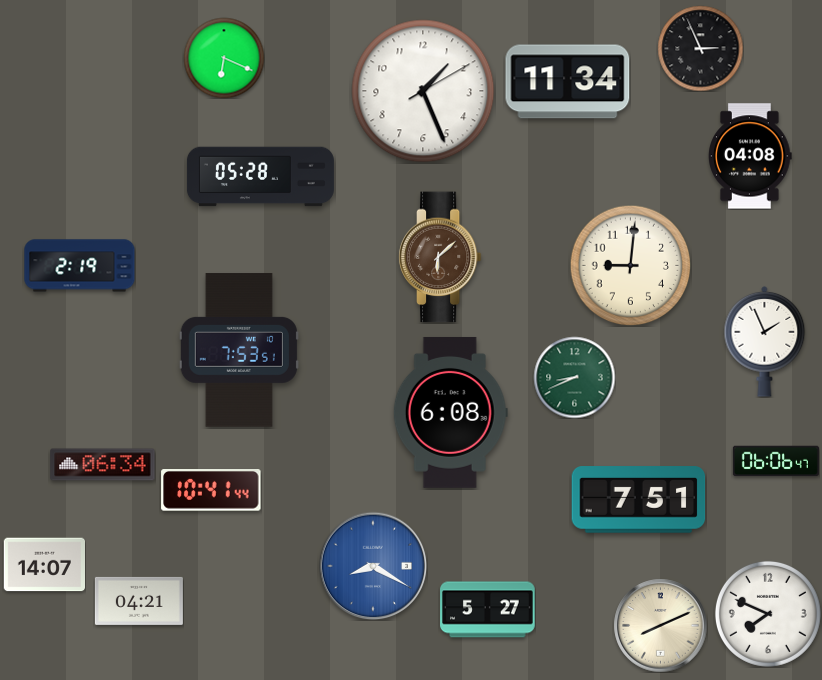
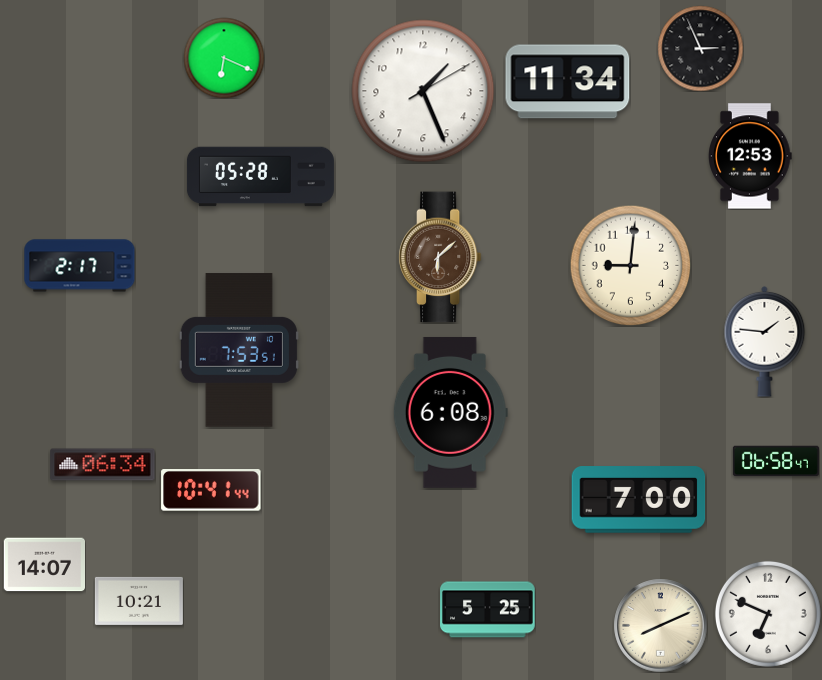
clock at (751, 156): 04:08 -> 12:53
clock at (80, 266): 2:19 -> 2:17
clock at (765, 342): 1:56 -> 1:46
clock at (574, 377): 8:41 -> none
clock at (776, 461): 06:06 -> 06:58
clock at (639, 500): 7:51 -> 7:00
clock at (373, 566): 8:20 -> none
clock at (139, 601): 04:21 -> 10:21
clock at (488, 610): 5:27 -> 5:25
clock at (768, 614): 7:49 -> 6:49
